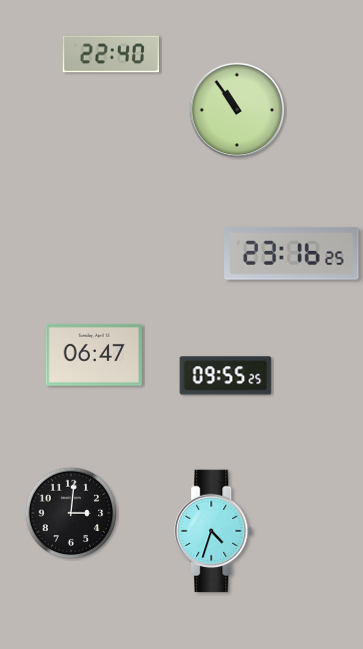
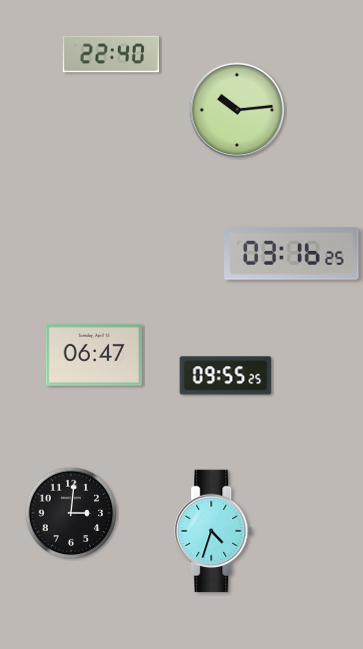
clock at (237, 110): 10:54 -> 10:14
clock at (292, 254): 23:16 -> 03:16
